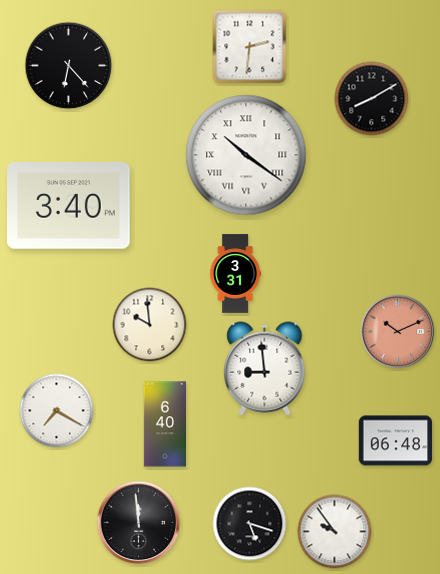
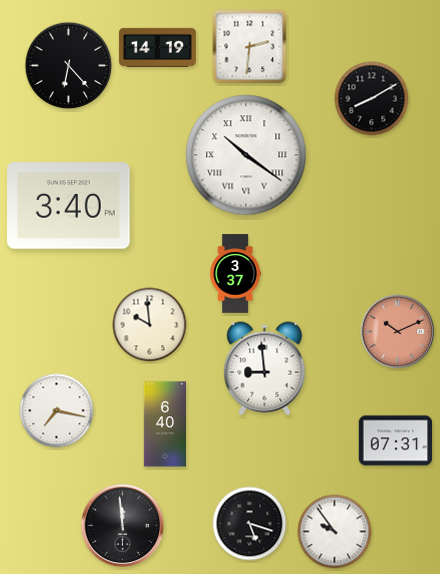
clock at (157, 47): none -> 14:19
clock at (236, 274): 3:31 -> 3:37
clock at (57, 411): 7:20 -> 7:17
clock at (396, 441): 06:48 -> 07:31
clock at (139, 523) position: (139, 523) -> (123, 526)
